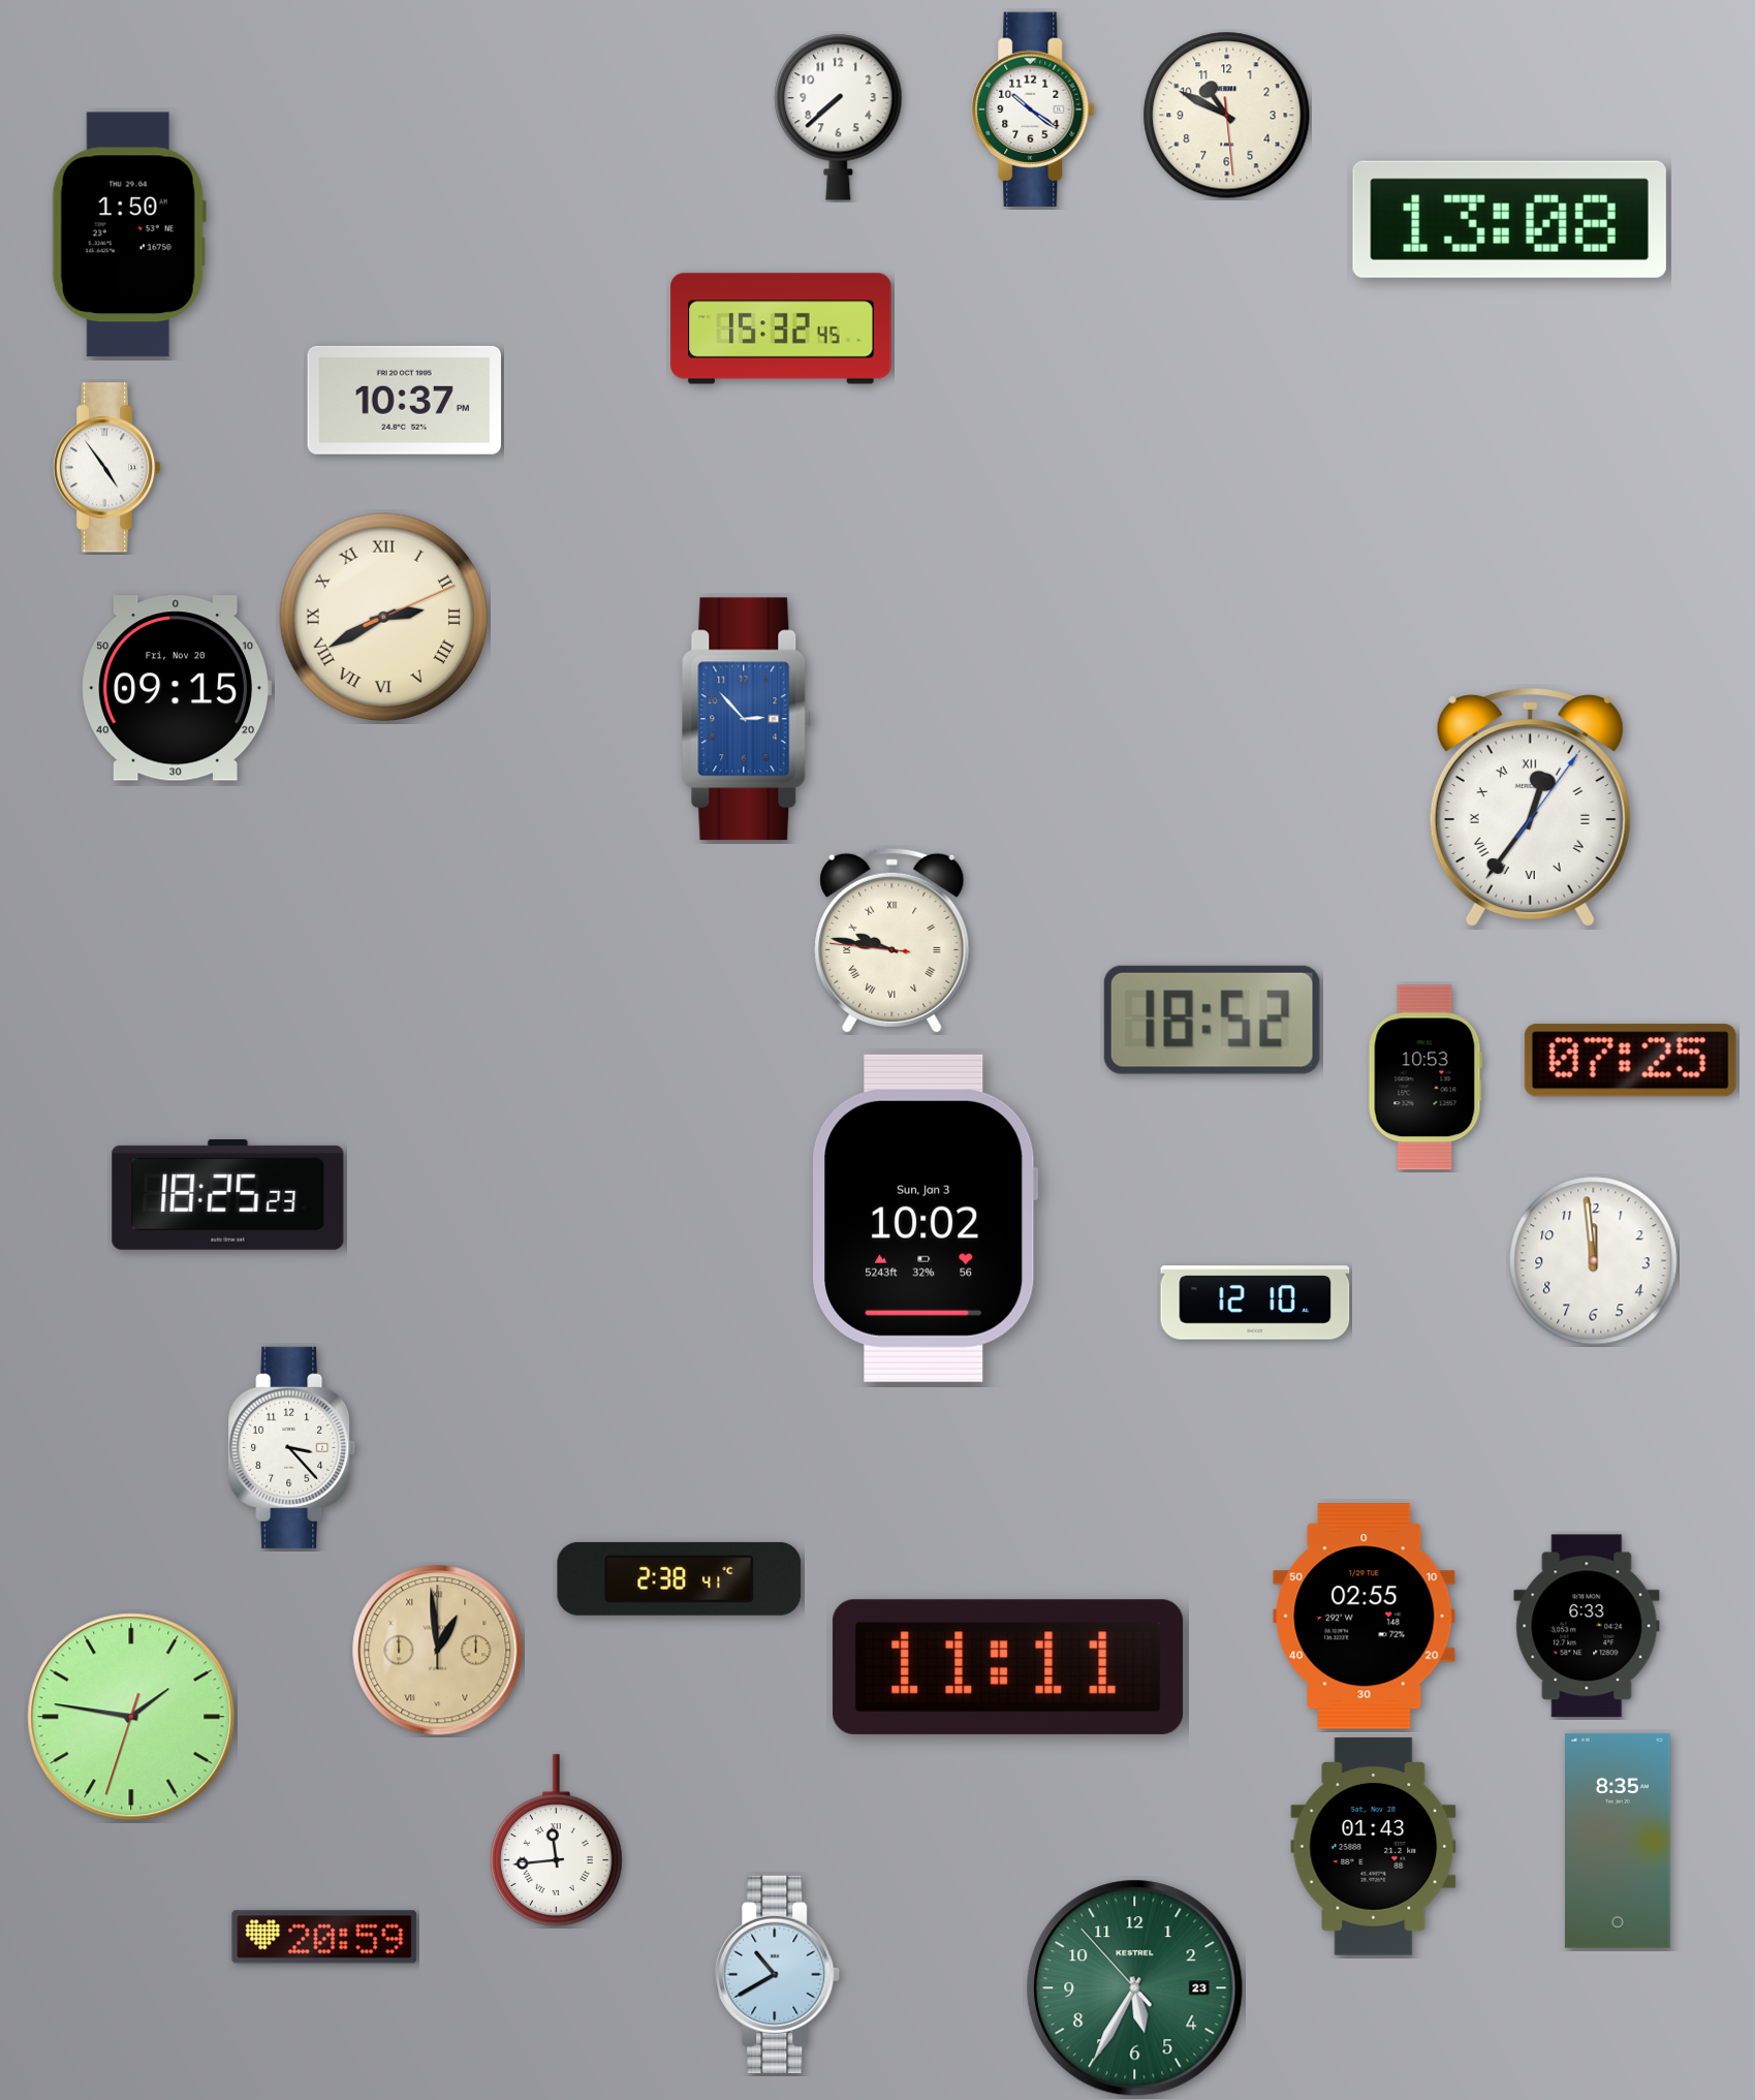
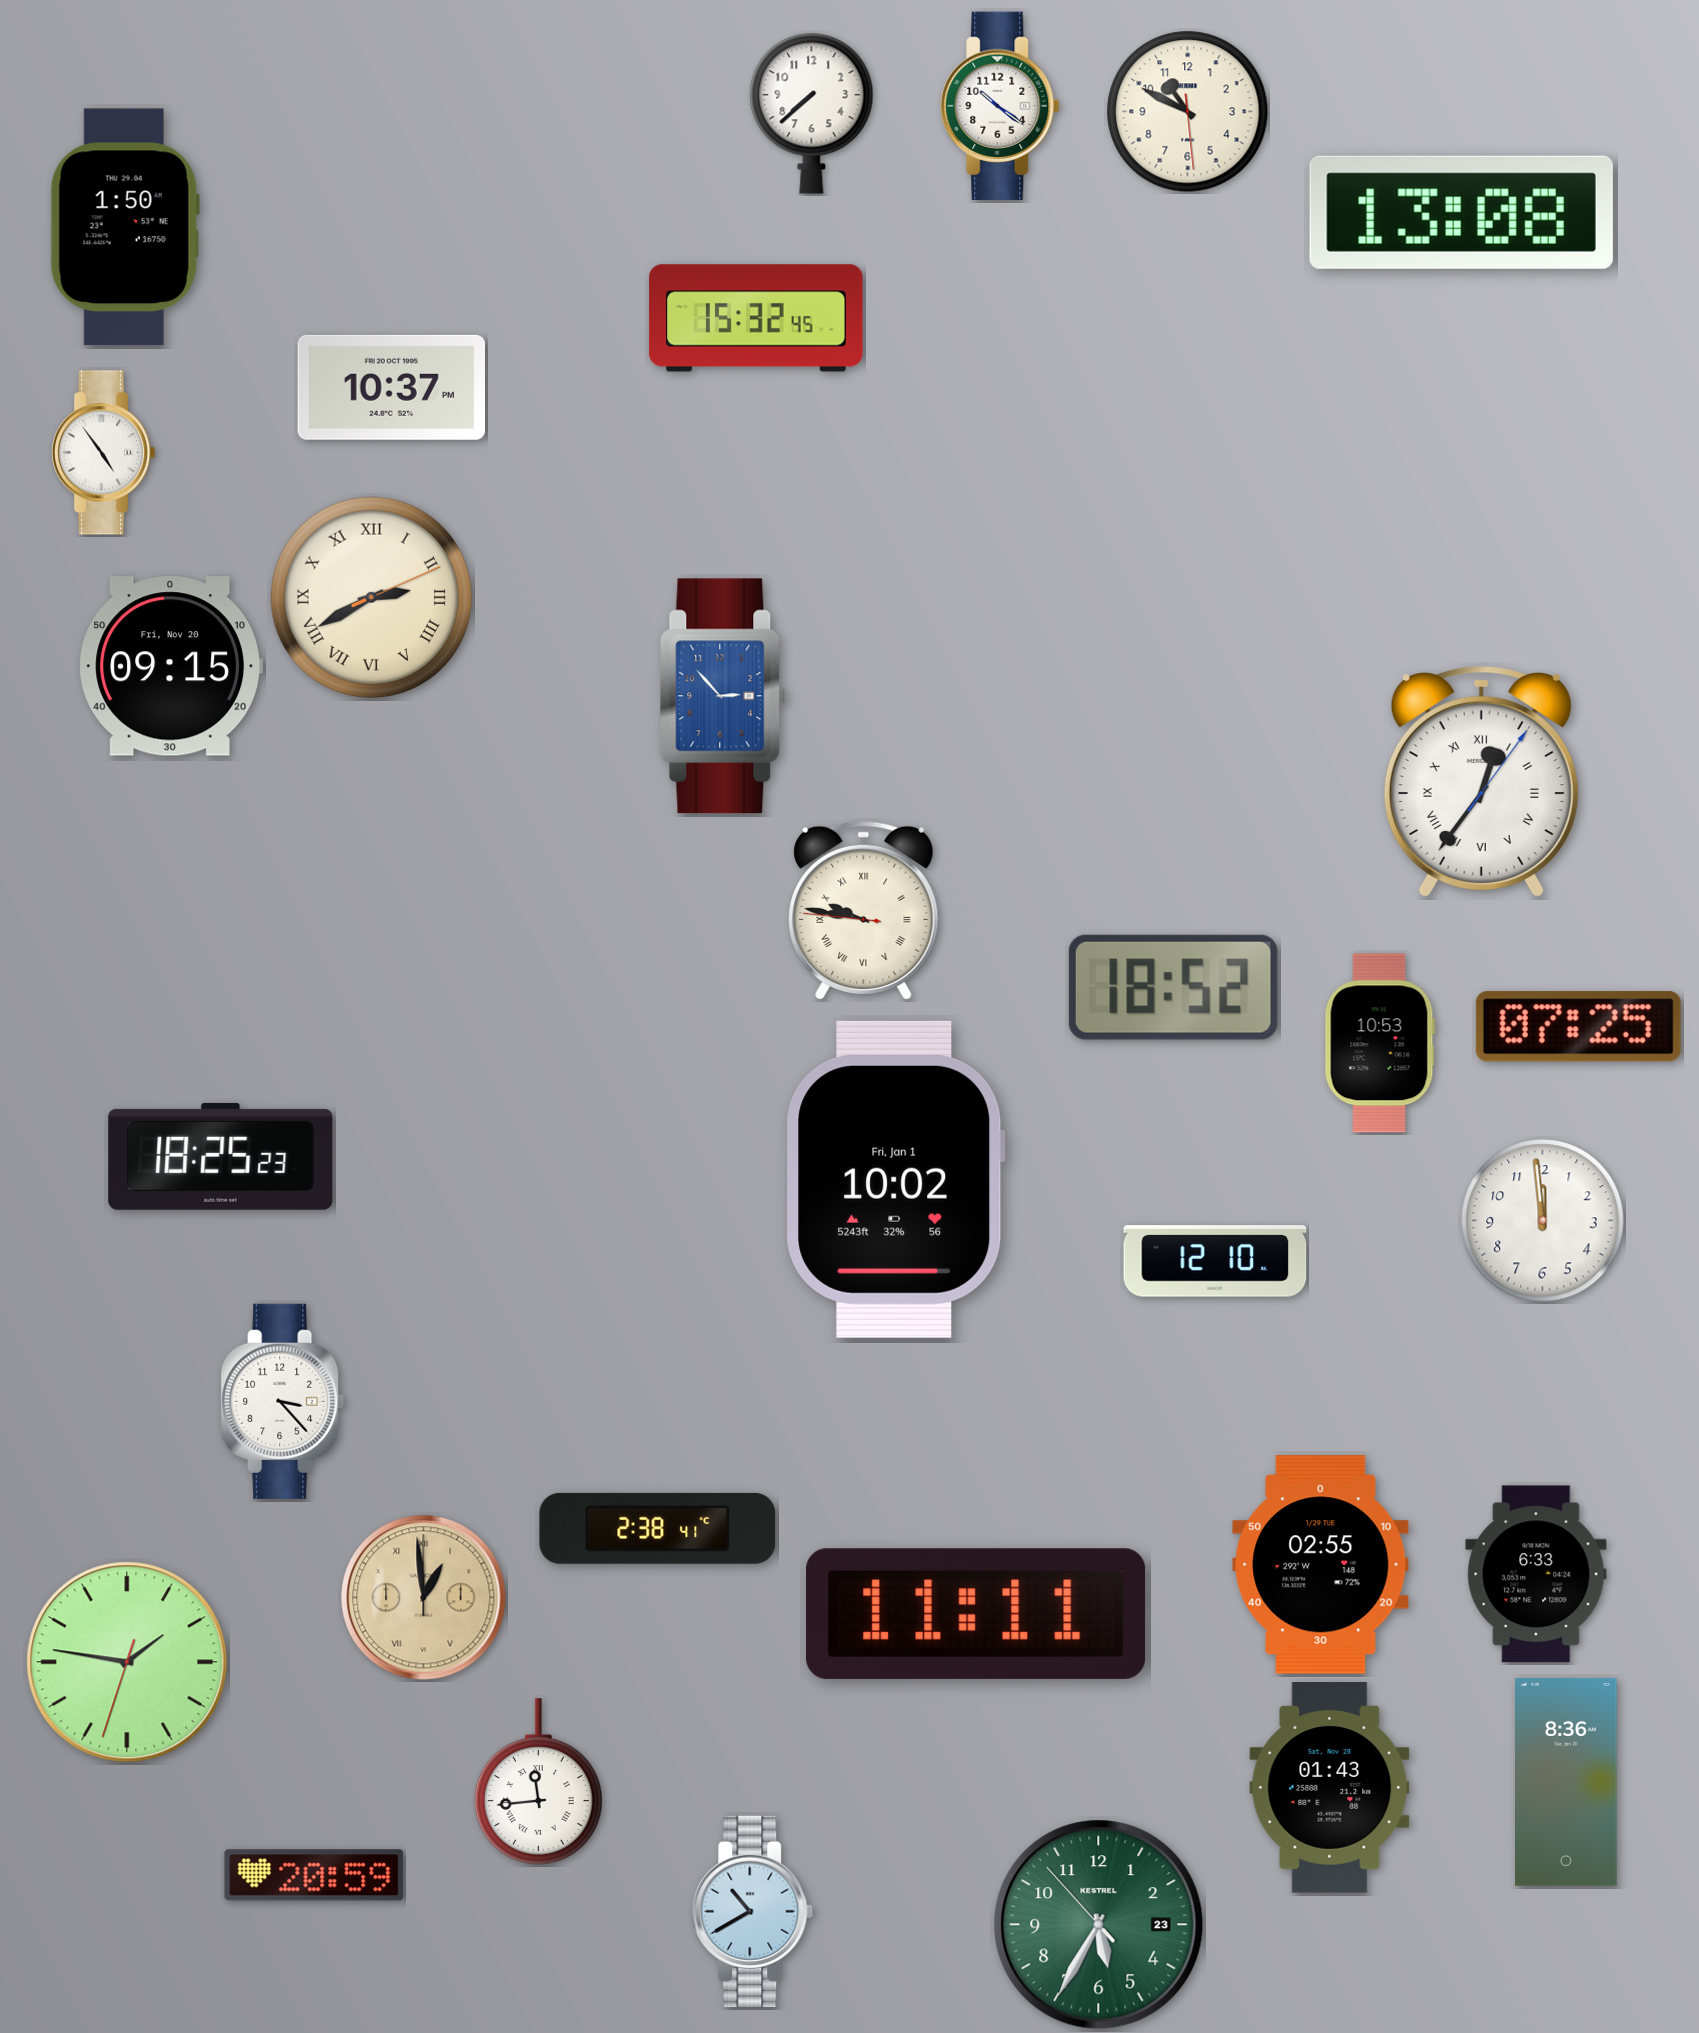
clock at (926, 1218) date: Sun, Jan 3 -> Fri, Jan 1
clock at (1619, 1841): 8:35 -> 8:36
